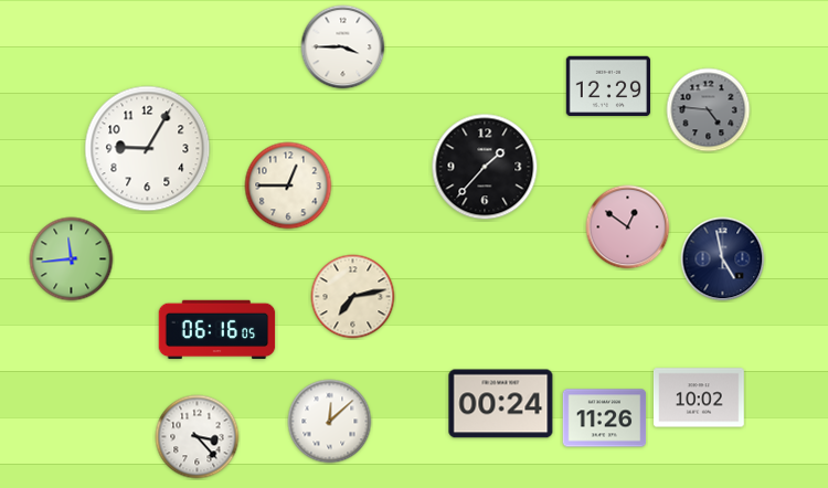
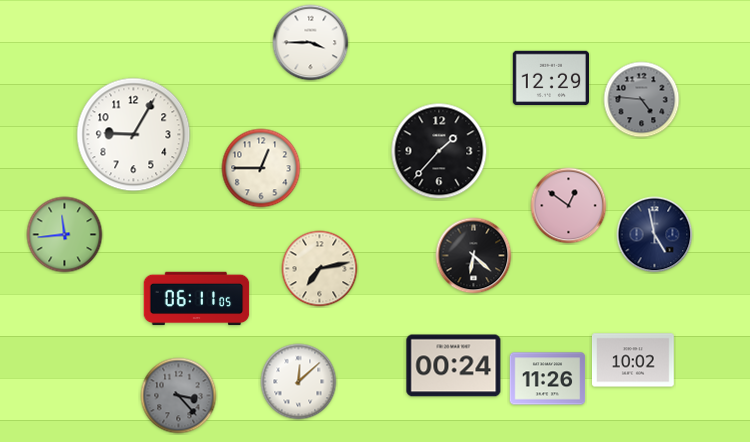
clock at (474, 256): none -> 6:22
clock at (217, 330): 06:16 -> 06:11
clock at (198, 437) dial: white -> grey
